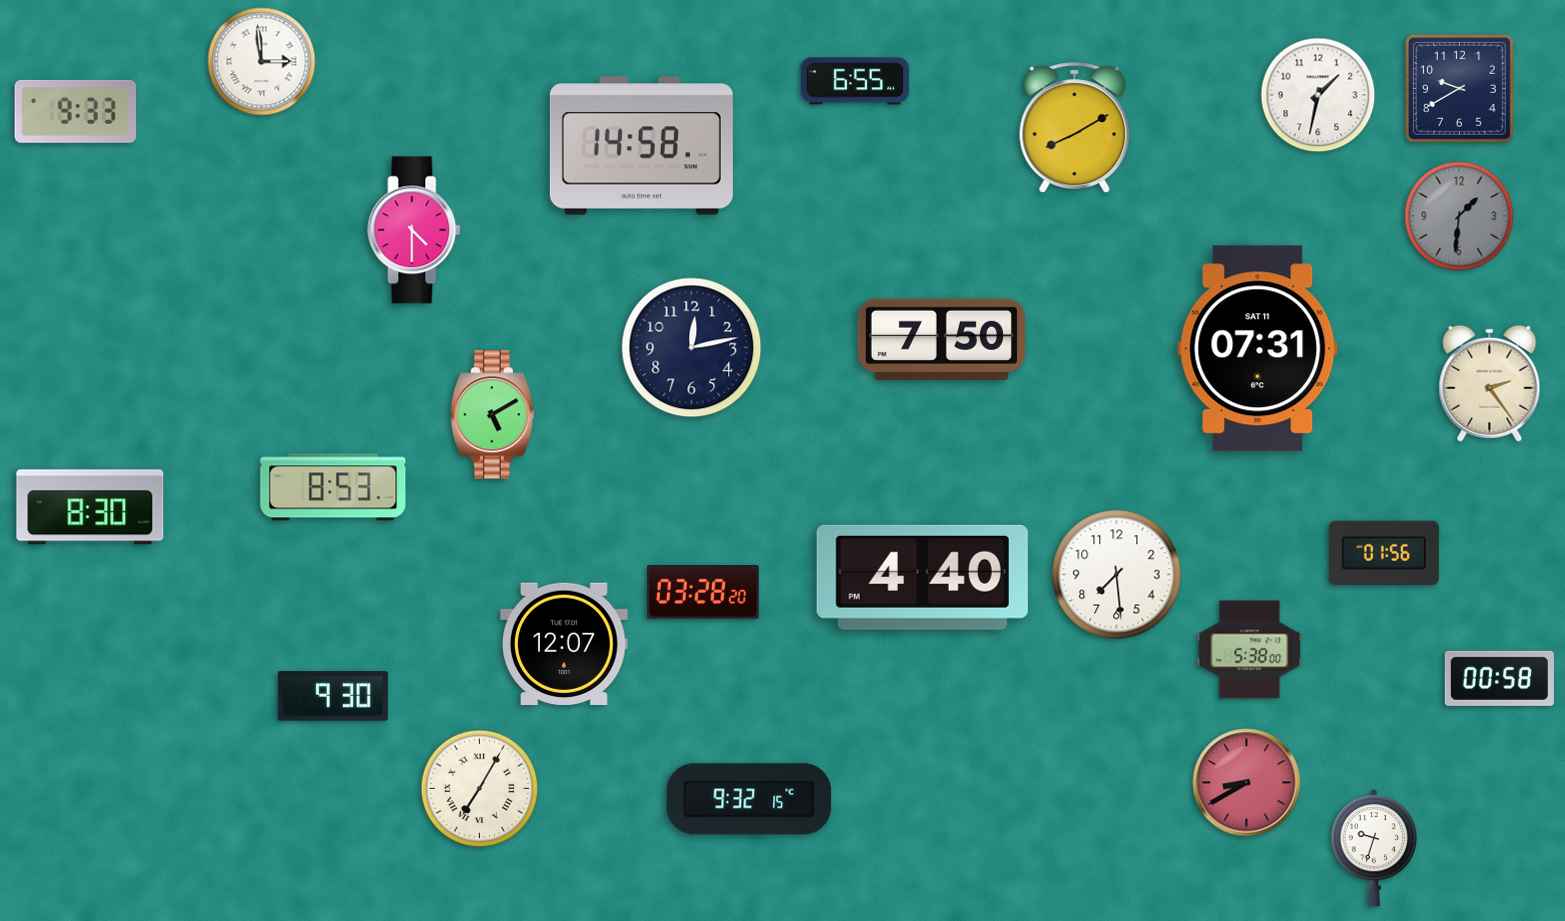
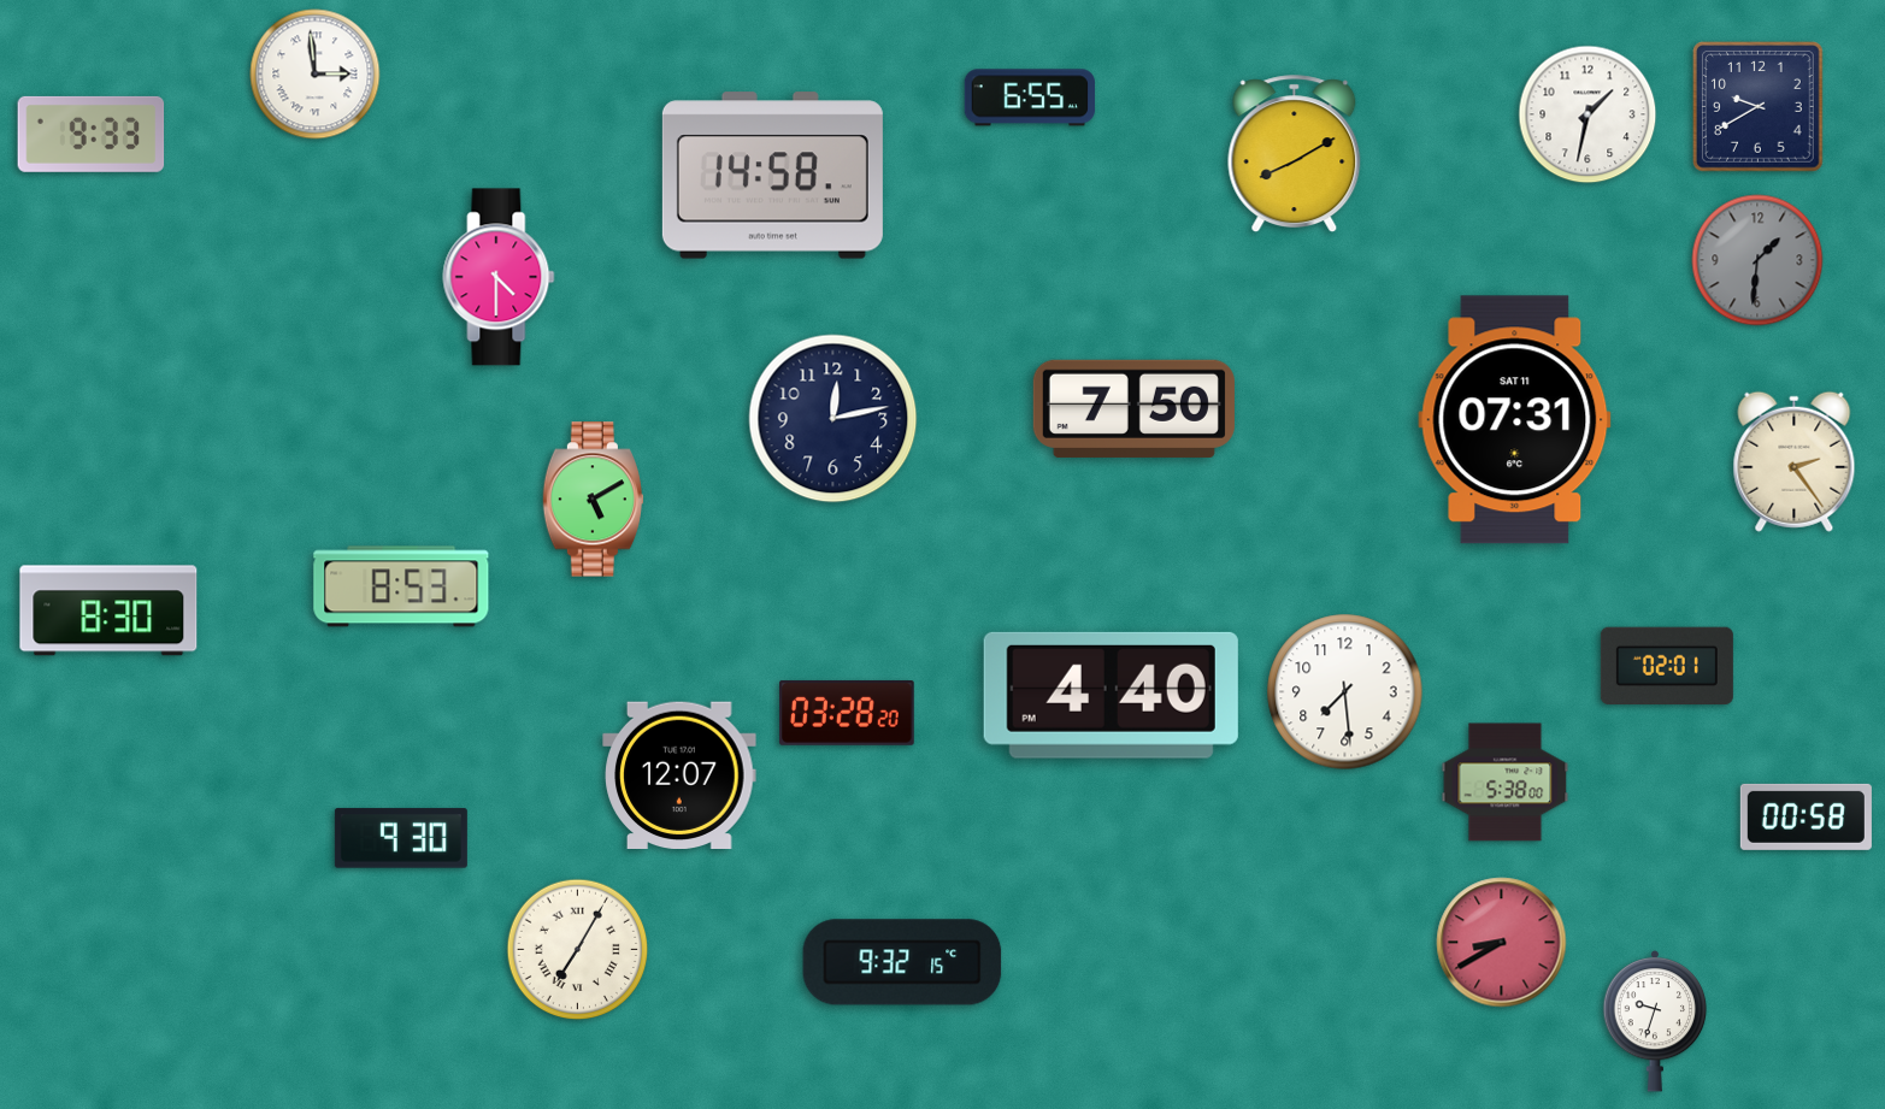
clock at (1384, 553): 01:56 -> 02:01
